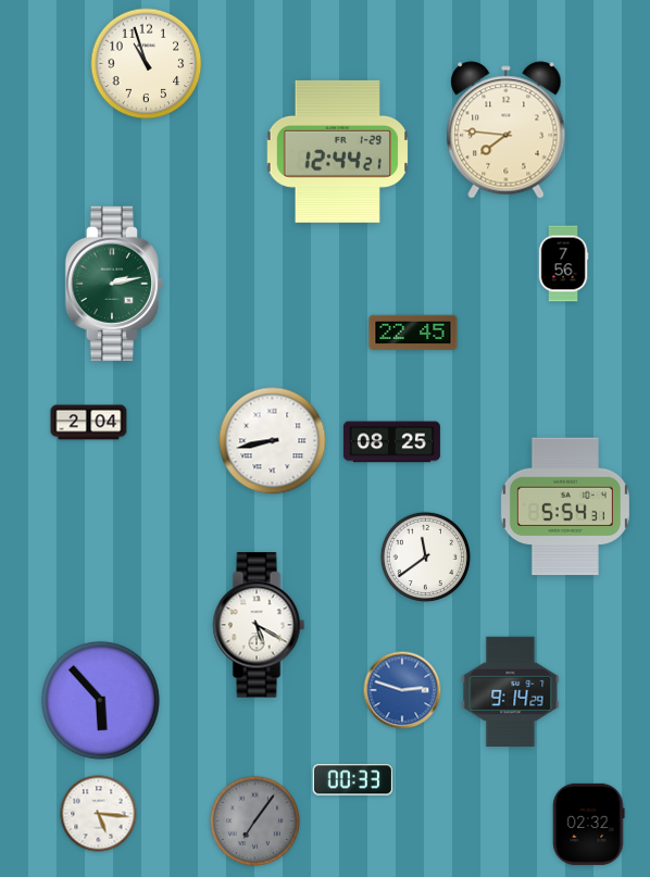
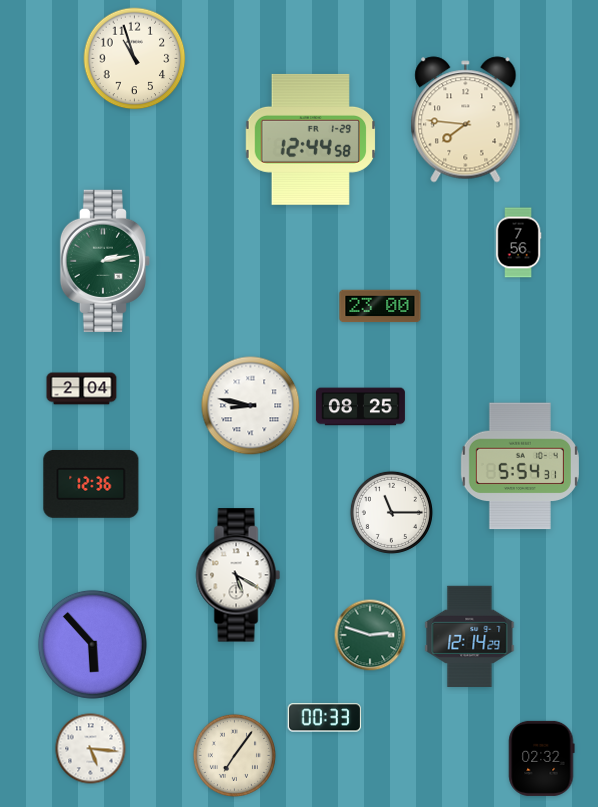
clock at (337, 151): 12:44:21 -> 12:44:58
clock at (413, 333): 22:45 -> 23:00
clock at (273, 441): 8:43 -> 8:47
clock at (91, 484): none -> 12:36
clock at (425, 556): 11:39 -> 11:15
clock at (402, 690) dial: blue -> green
clock at (511, 691): 9:14 -> 12:14
clock at (254, 820) dial: grey -> cream
